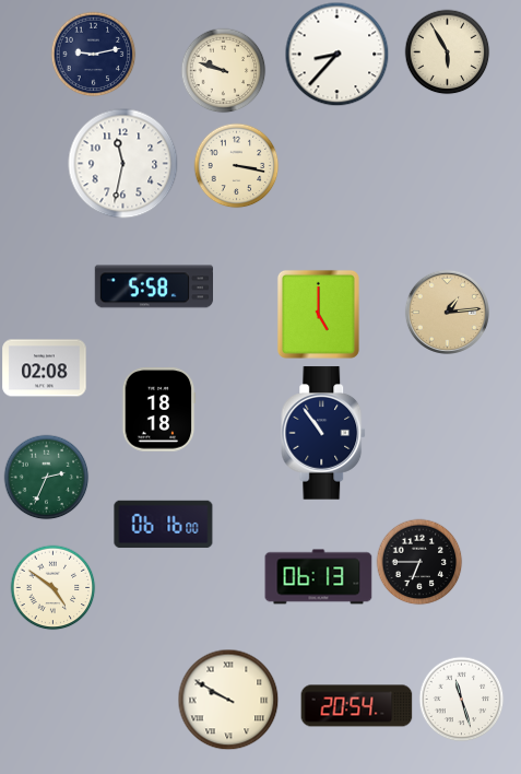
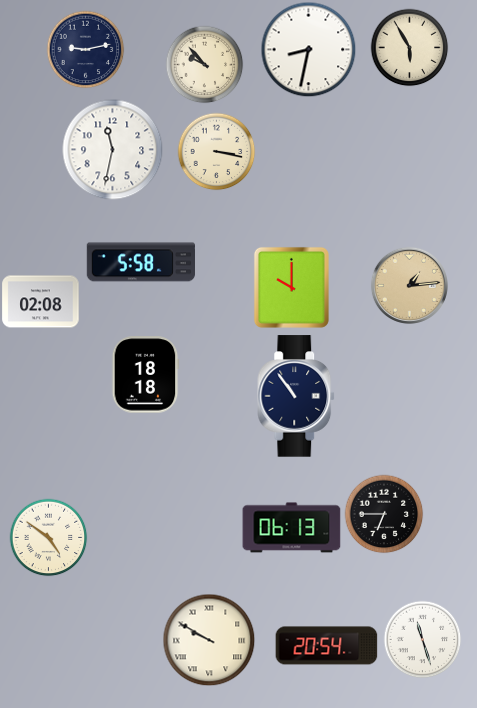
clock at (336, 54): 8:37 -> 8:32
clock at (223, 70): 9:48 -> 9:53
clock at (318, 314): 5:00 -> 10:00
clock at (45, 368) position: (45, 368) -> (41, 302)
clock at (46, 477): 2:34 -> none
clock at (164, 525): 06:16 -> none
